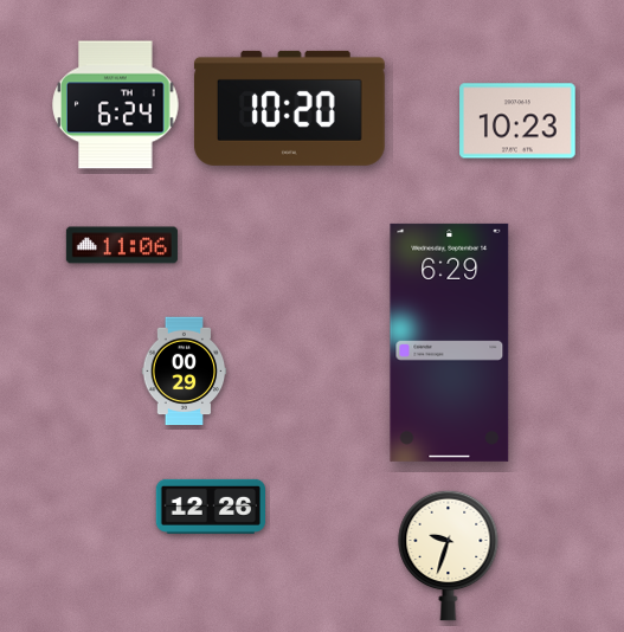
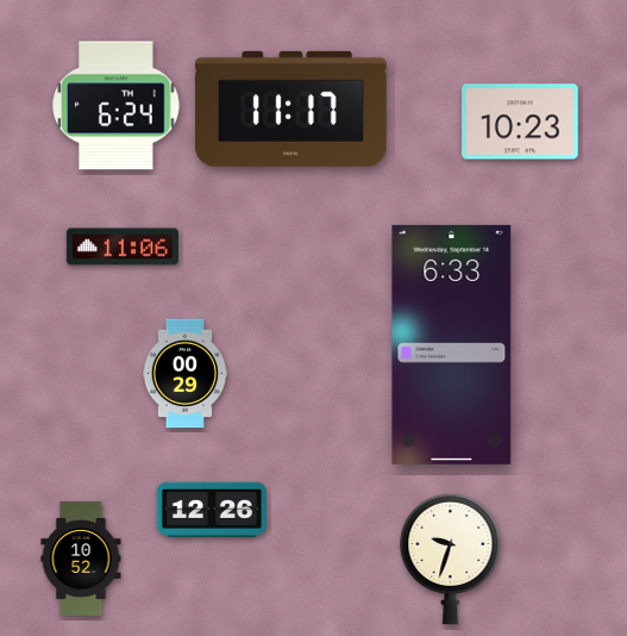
clock at (289, 108): 10:20 -> 11:17
clock at (450, 342): 6:29 -> 6:33
clock at (81, 559): none -> 10:52
